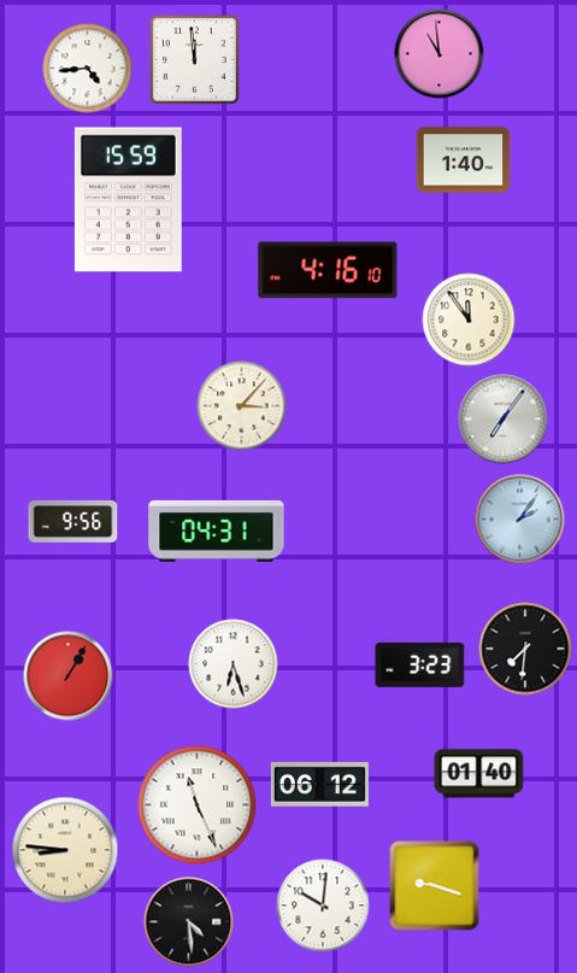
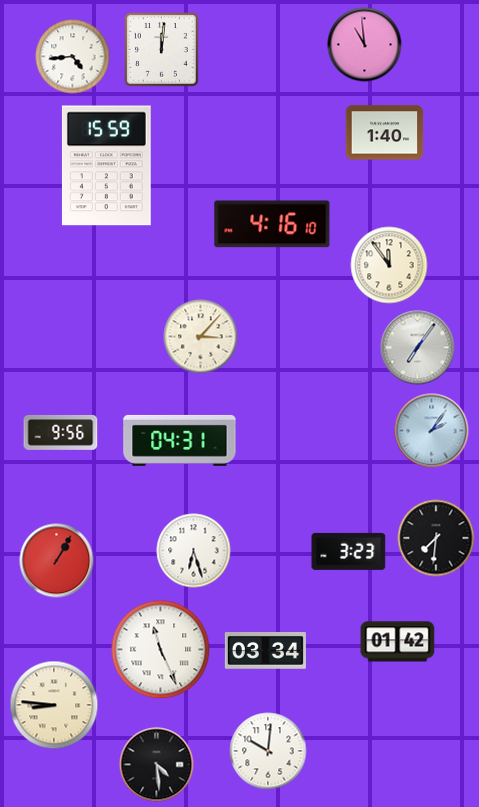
clock at (195, 60): 11:59 -> 12:01
clock at (479, 774): 01:40 -> 01:42
clock at (319, 785): 06:12 -> 03:34
clock at (198, 805) position: (198, 805) -> (161, 650)
clock at (435, 886): 9:18 -> none
